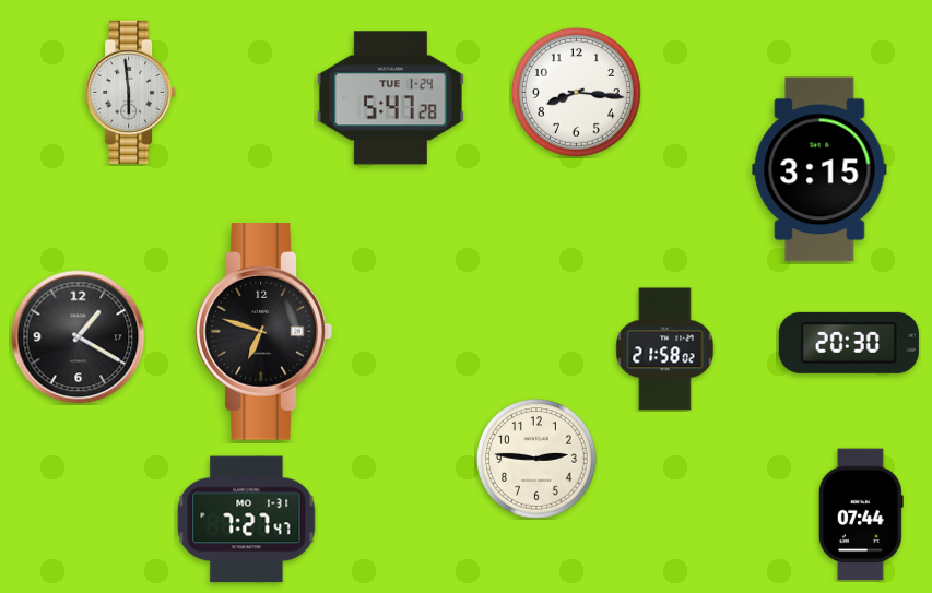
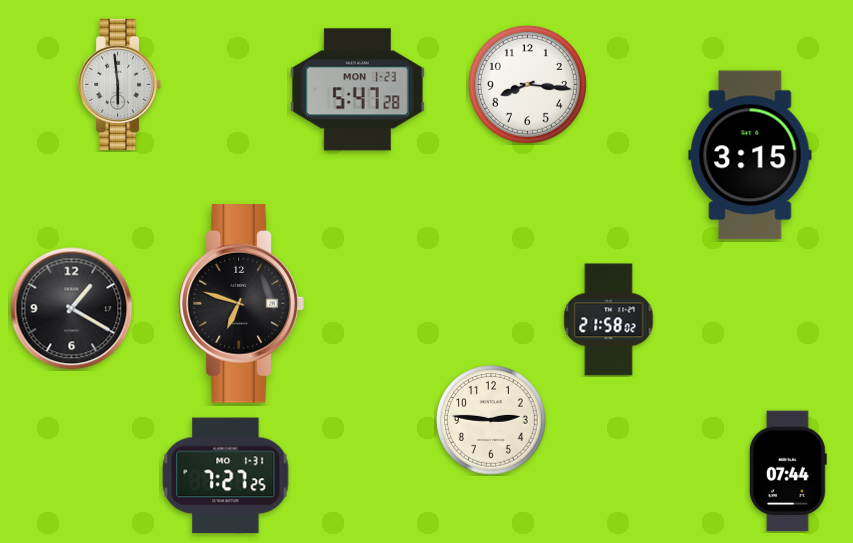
clock at (390, 98) date: TUE 1-24 -> MON 1-23
clock at (849, 343): 20:30 -> none
clock at (247, 520): 7:27:47 -> 7:27:25
